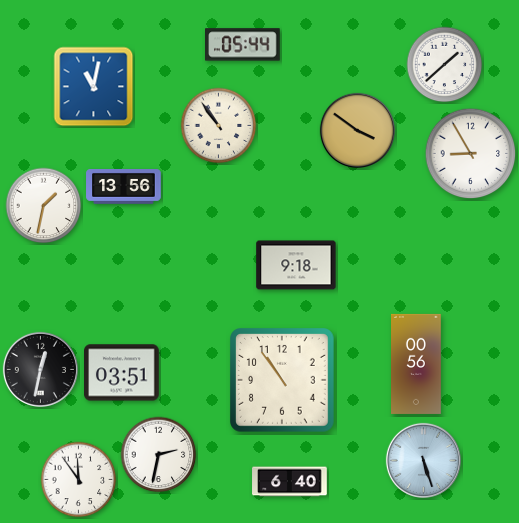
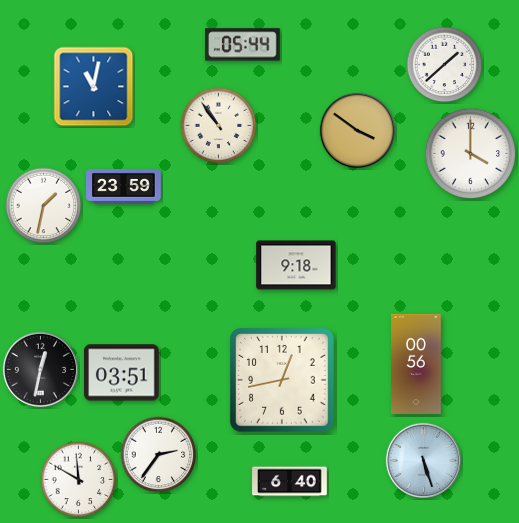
clock at (471, 154): 8:55 -> 4:00
clock at (124, 187): 13:56 -> 23:59
clock at (283, 381): 10:54 -> 12:43
clock at (159, 455): 2:32 -> 2:36
clock at (79, 480): 11:54 -> 11:50
